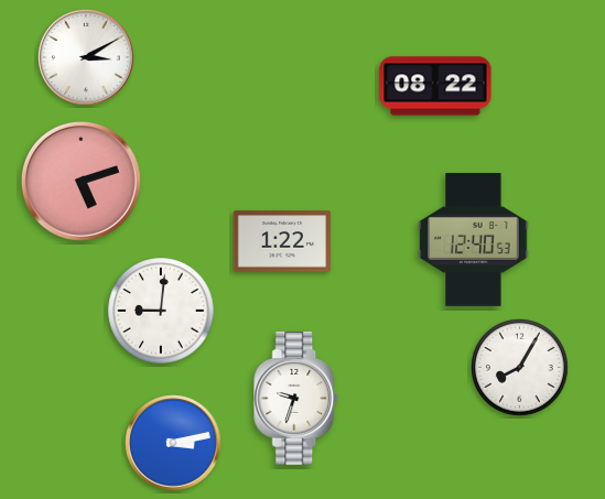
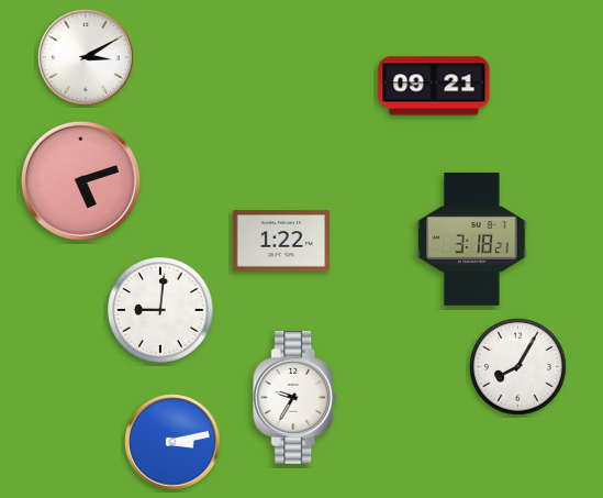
clock at (435, 86): 08:22 -> 09:21
clock at (474, 240): 12:40 -> 3:18
clock at (296, 399): 9:33 -> 9:35
